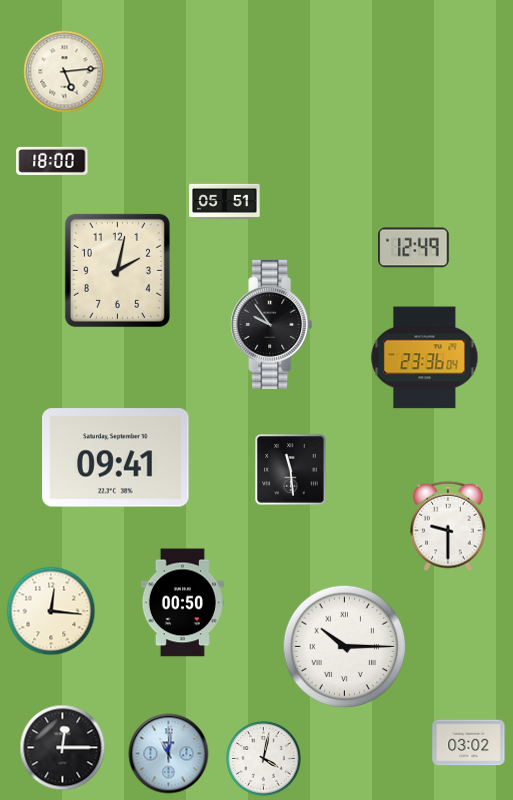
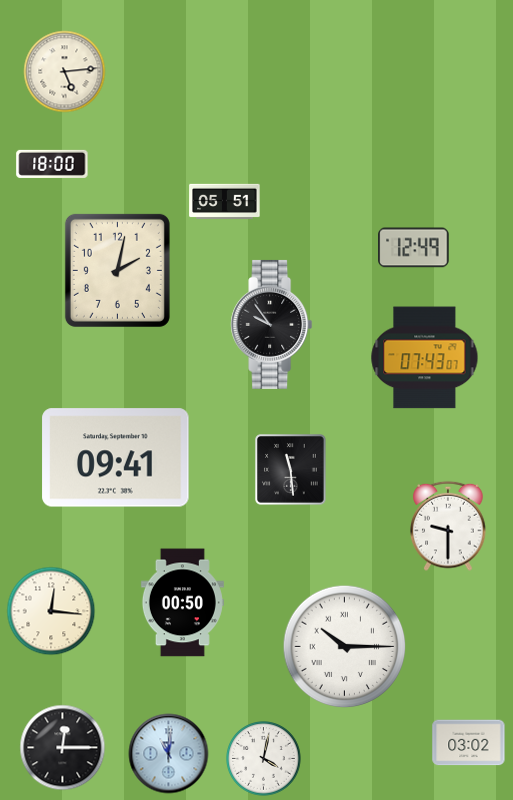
clock at (52, 161) position: (52, 161) -> (52, 164)
clock at (425, 358): 23:36 -> 07:43
